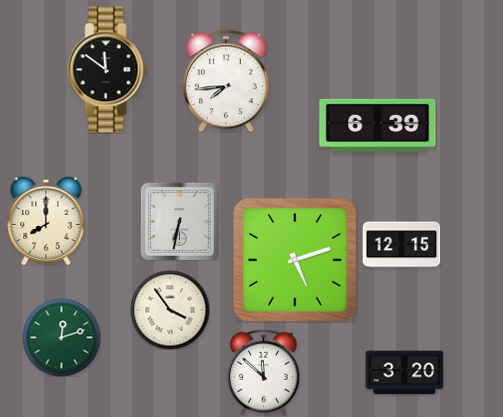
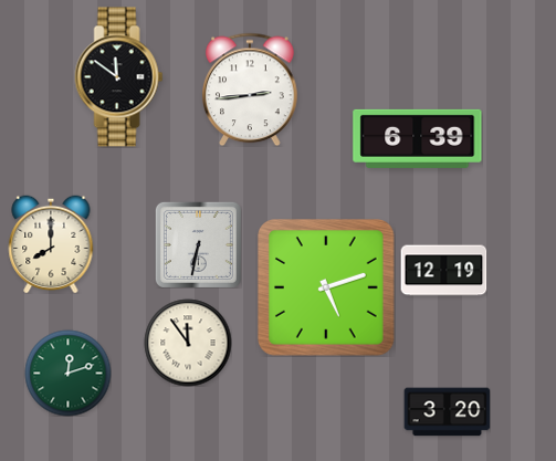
clock at (227, 81): 7:44 -> 2:44
clock at (401, 245): 12:15 -> 12:19
clock at (170, 310): 3:54 -> 11:54
clock at (264, 372): 11:52 -> none
